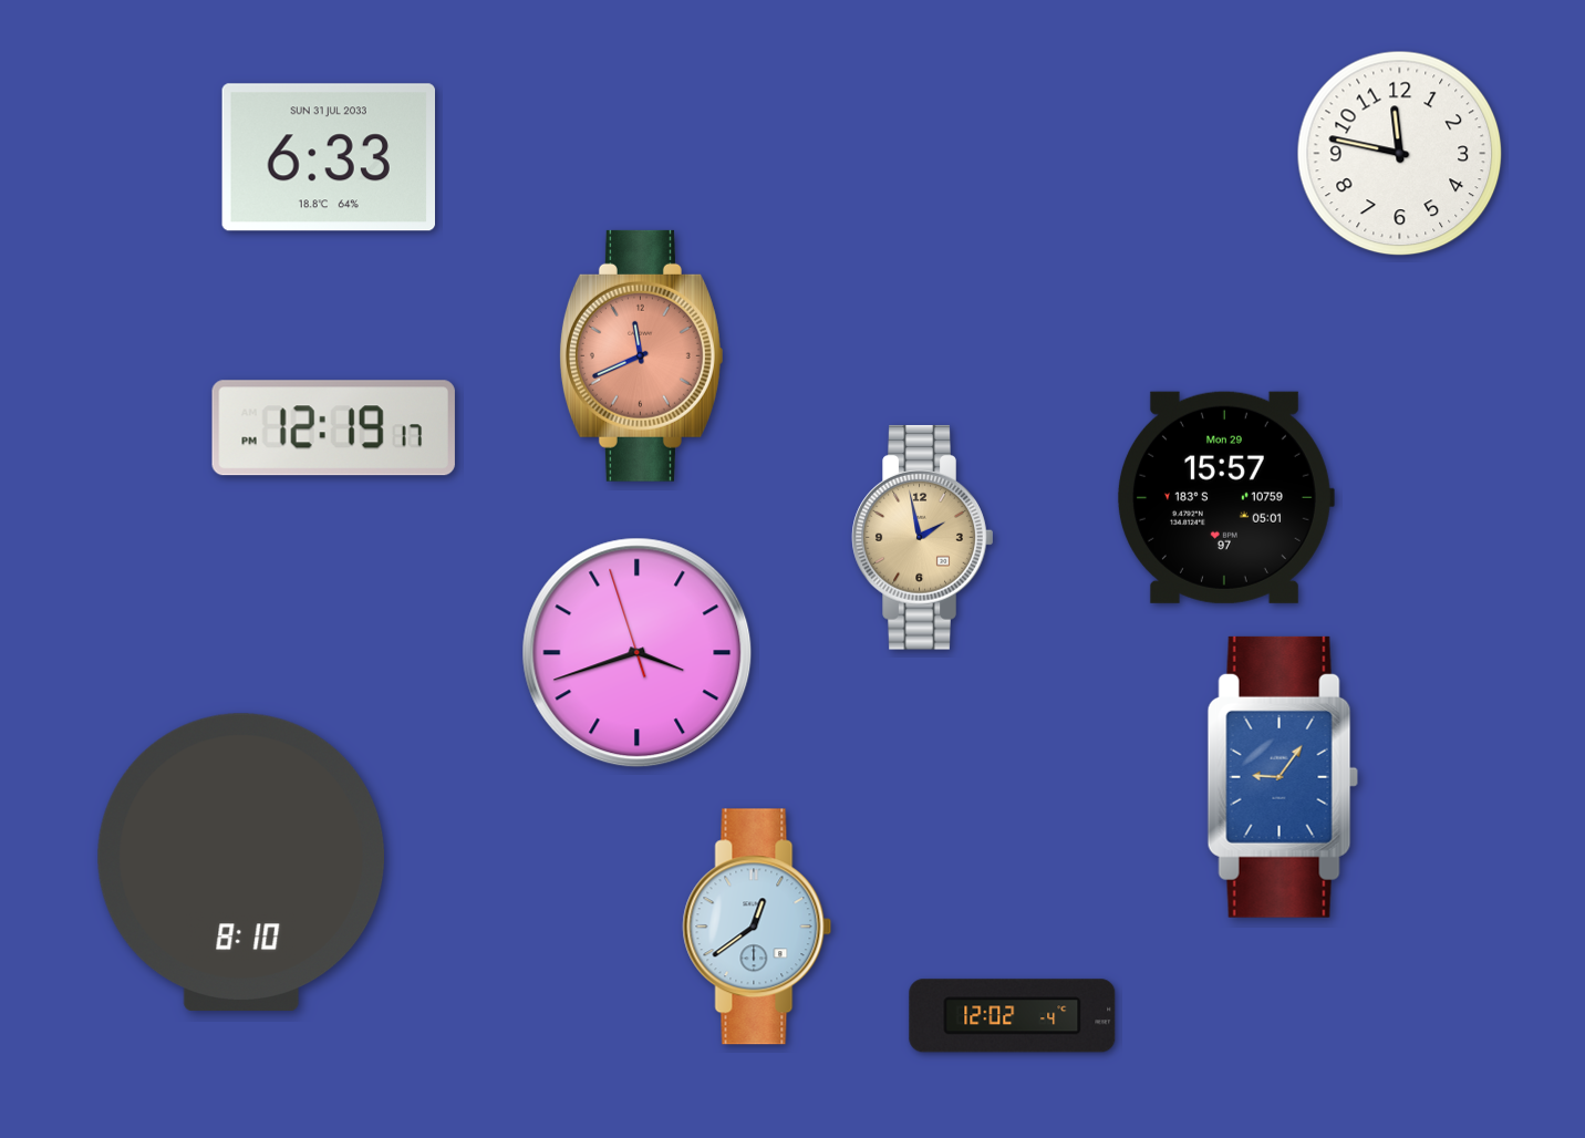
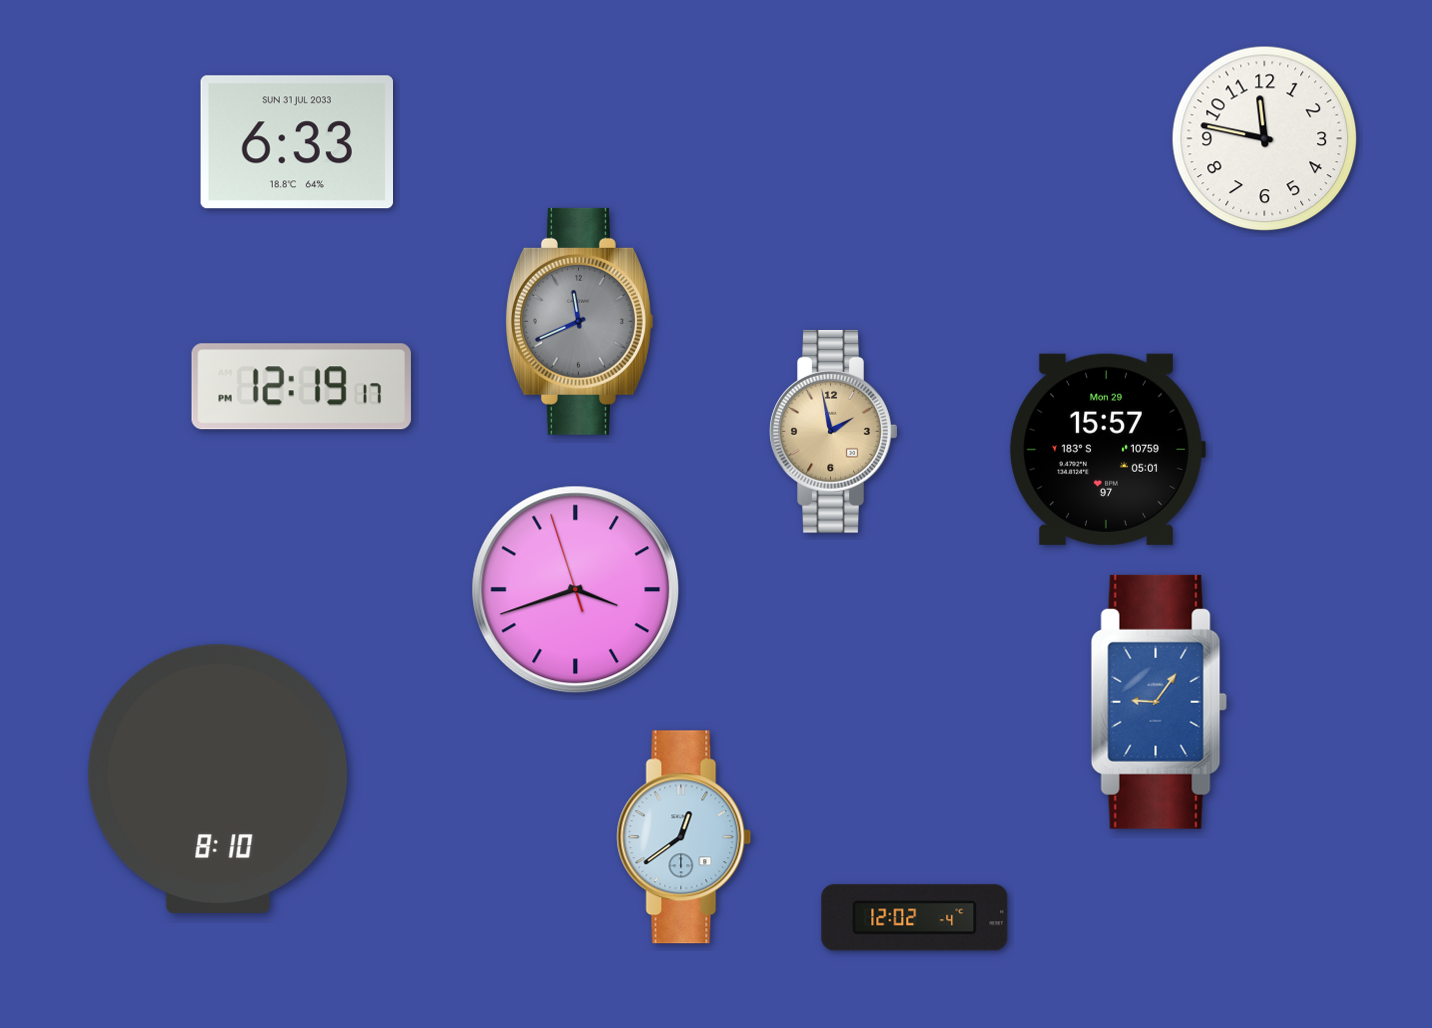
clock at (641, 355) dial: salmon -> grey
clock at (923, 537) position: (923, 537) -> (834, 431)
